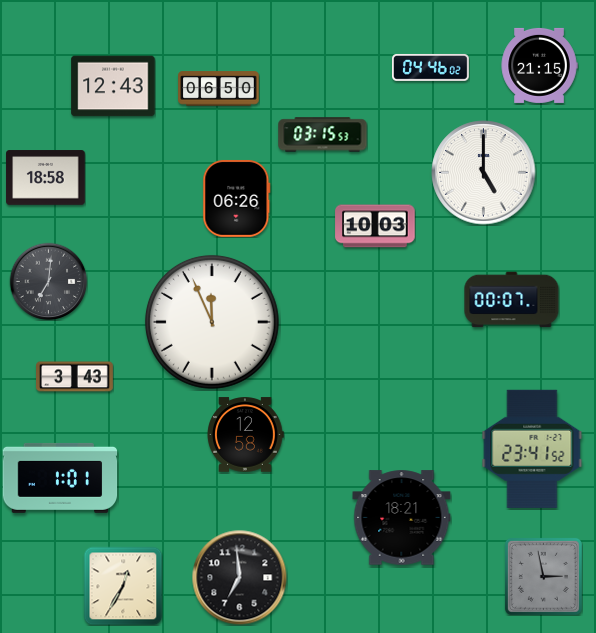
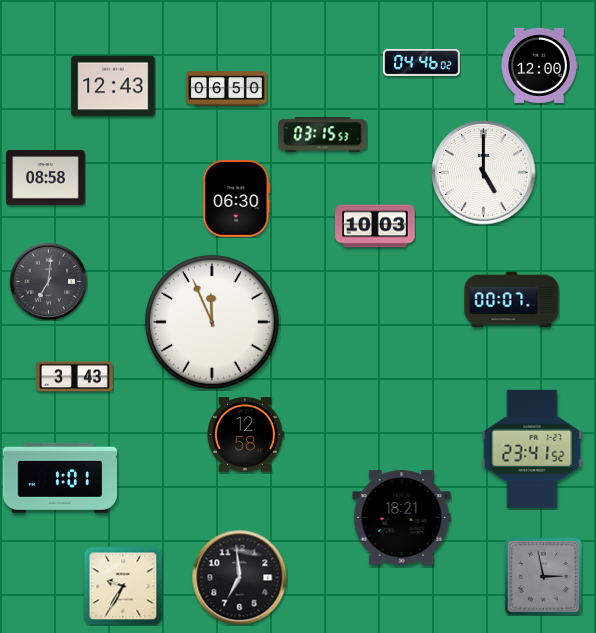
clock at (539, 65): 21:15 -> 12:00
clock at (431, 67) position: (431, 67) -> (422, 62)
clock at (219, 89) position: (219, 89) -> (227, 89)
clock at (46, 178): 18:58 -> 08:58
clock at (237, 198): 06:26 -> 06:30
clock at (123, 586): 12:35 -> 9:35
